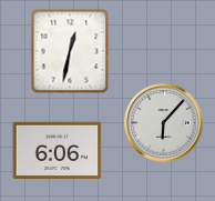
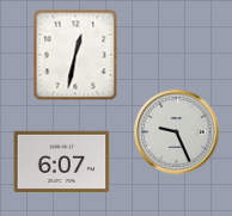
clock at (164, 123): 6:07 -> 9:26
clock at (58, 151): 6:06 -> 6:07
